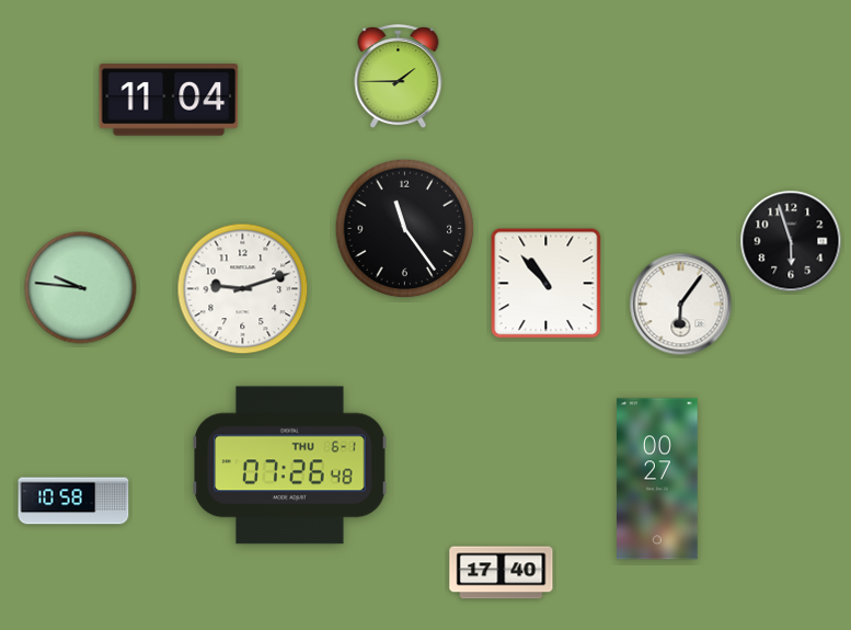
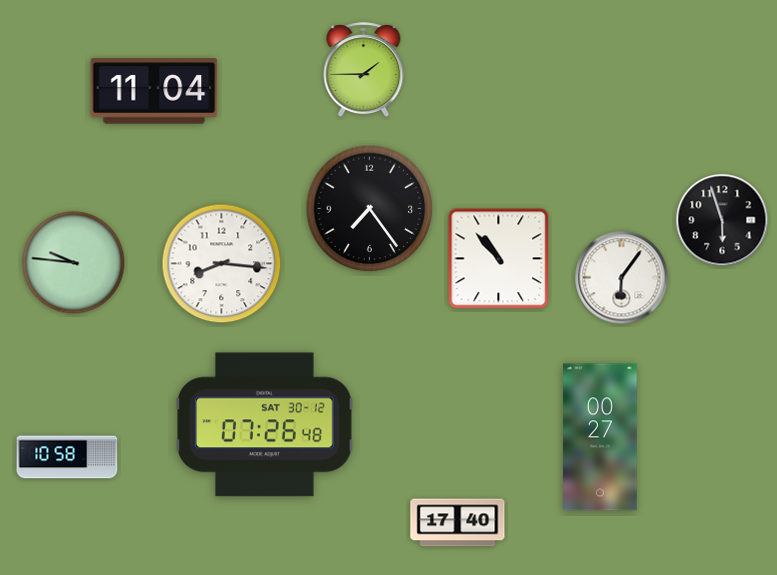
clock at (405, 229): 11:24 -> 7:24
clock at (243, 289): 9:12 -> 8:16
clock at (290, 466) date: THU 6-1 -> SAT 30-12
